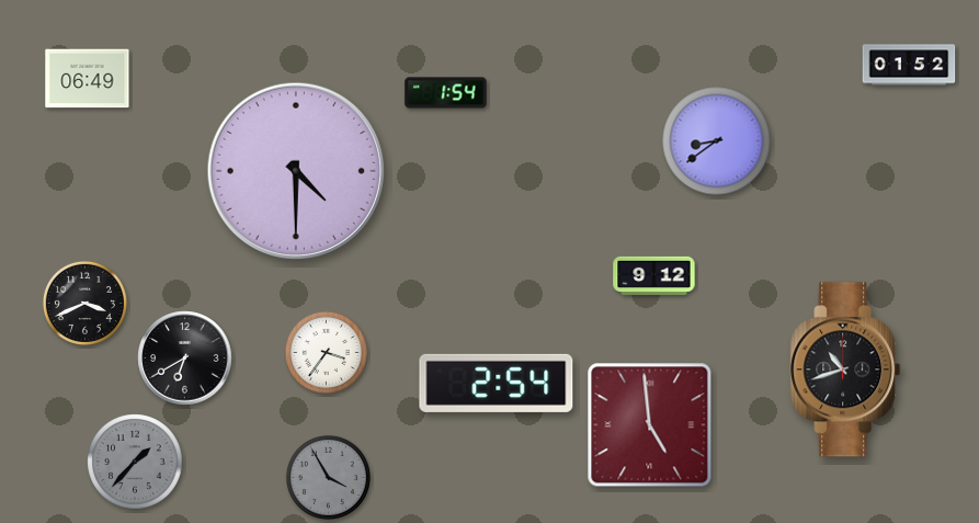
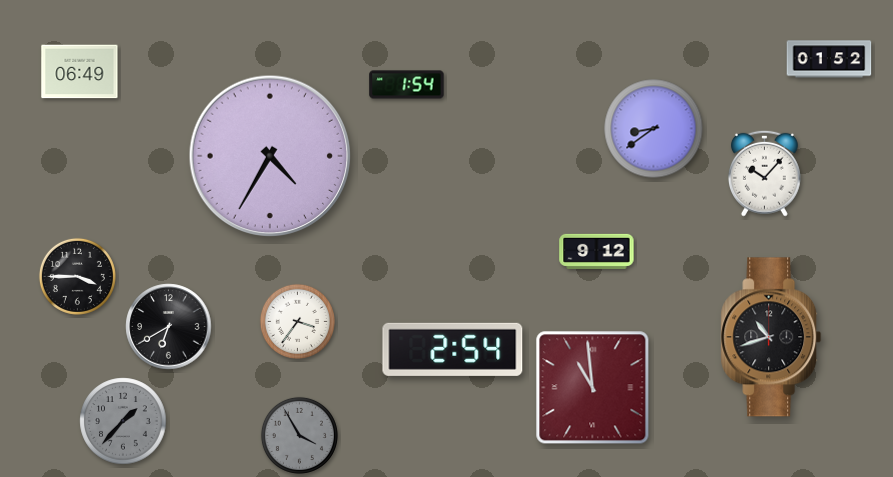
clock at (296, 171): 4:30 -> 4:35
clock at (764, 173): none -> 10:07
clock at (84, 303): 3:41 -> 3:45
clock at (650, 425): 4:59 -> 10:59
